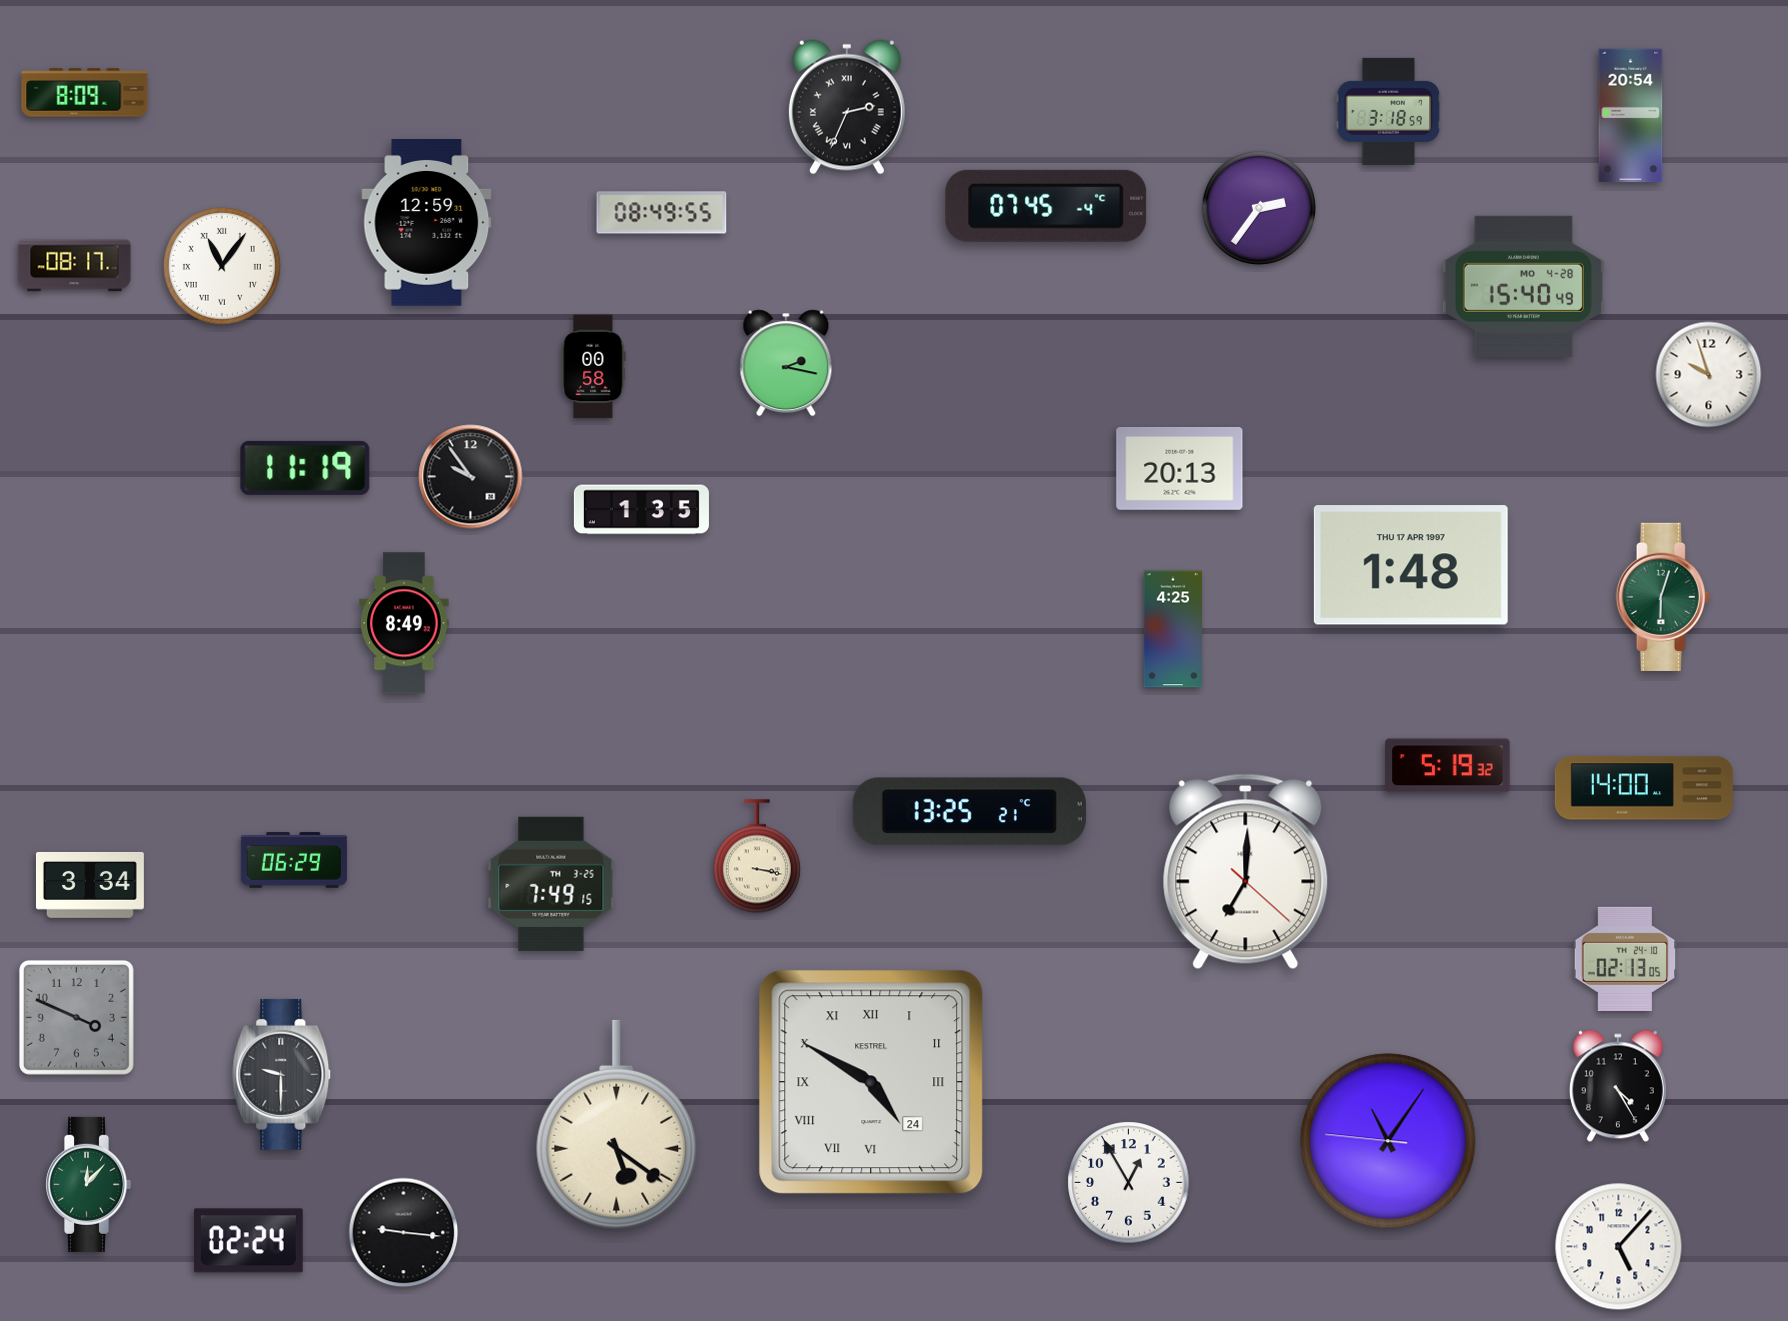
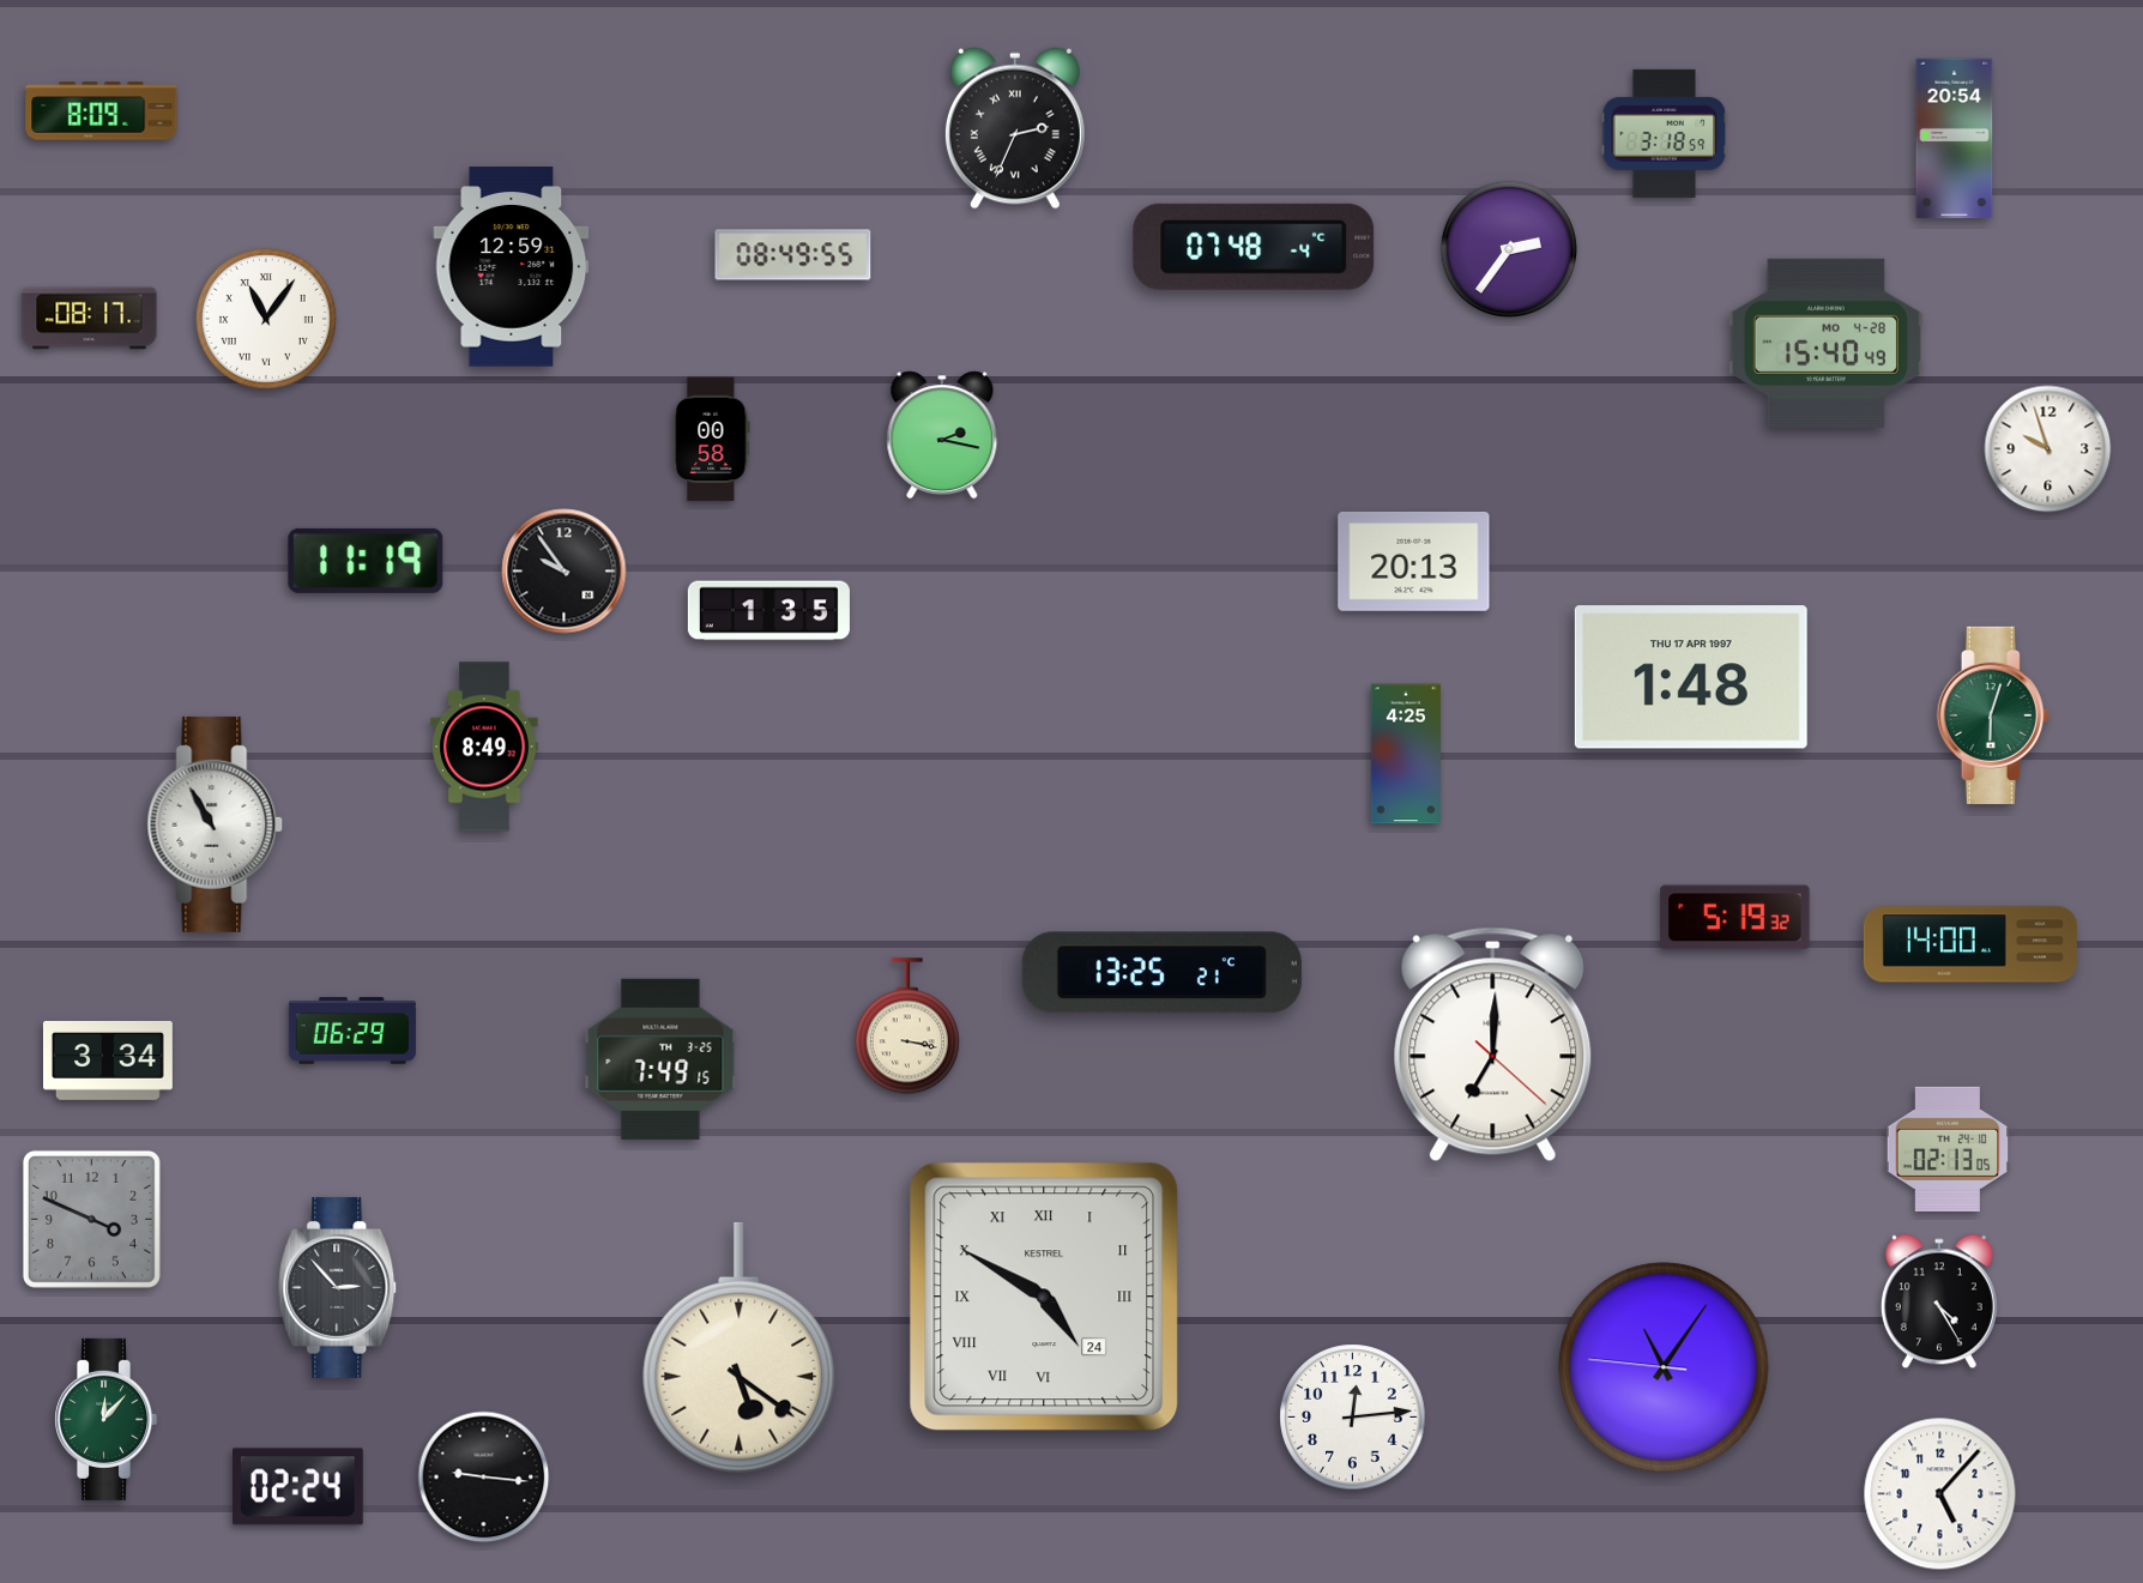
clock at (1046, 206): 07:45 -> 07:48
clock at (215, 824): none -> 10:55
clock at (282, 1074): 9:30 -> 2:53
clock at (1129, 1183): 12:55 -> 12:14
